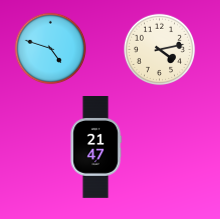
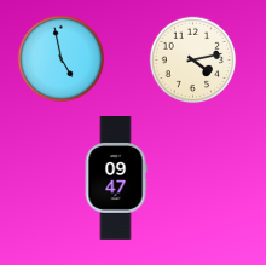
clock at (51, 49): 4:48 -> 4:58
clock at (96, 148): 21:47 -> 09:47
